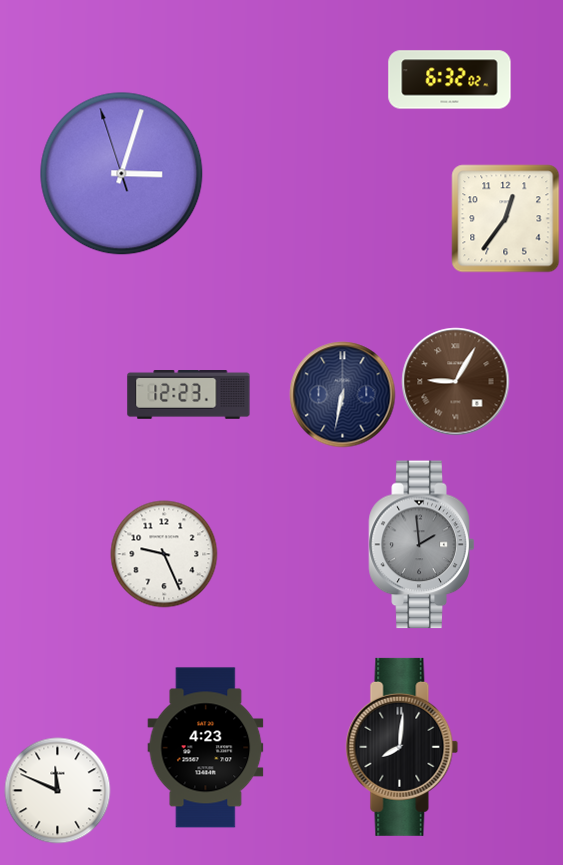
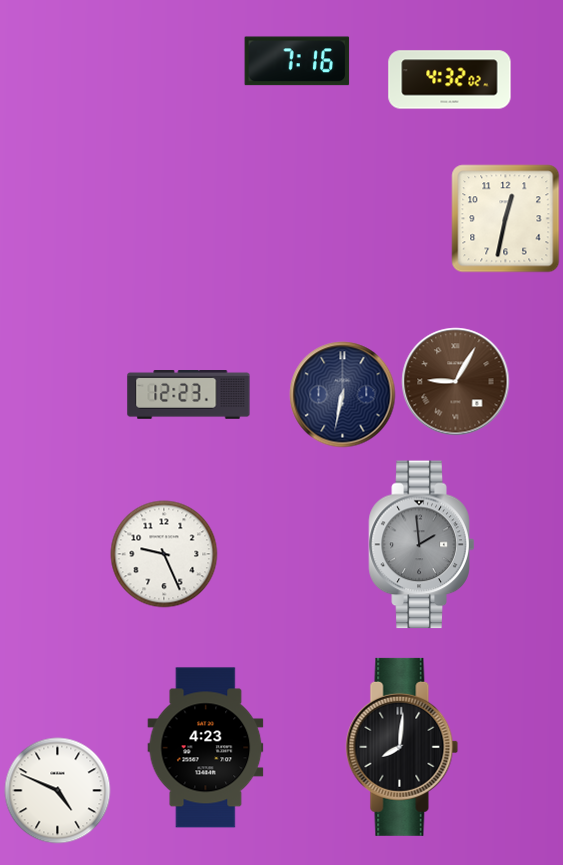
clock at (297, 61): none -> 7:16
clock at (450, 80): 6:32 -> 4:32
clock at (122, 174): 3:02 -> none
clock at (506, 219): 12:36 -> 12:32
clock at (58, 791): 11:49 -> 4:49
